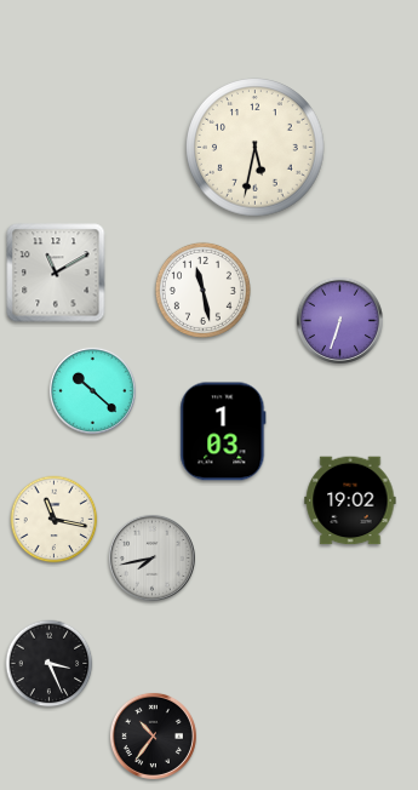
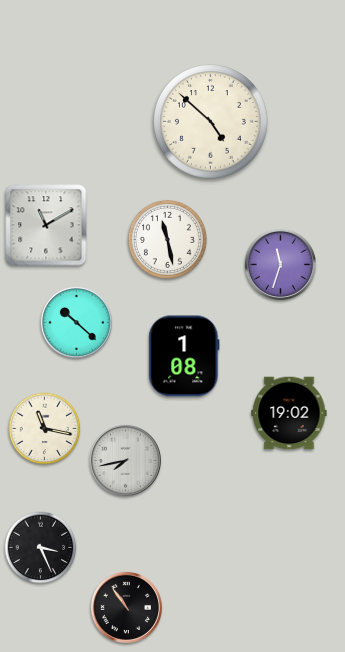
clock at (256, 148): 5:32 -> 4:52
clock at (339, 320): 6:33 -> 11:33
clock at (223, 431): 1:03 -> 1:08
clock at (153, 735): 10:36 -> 10:54
